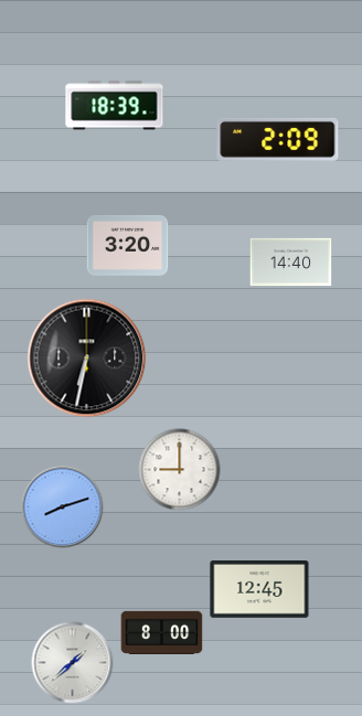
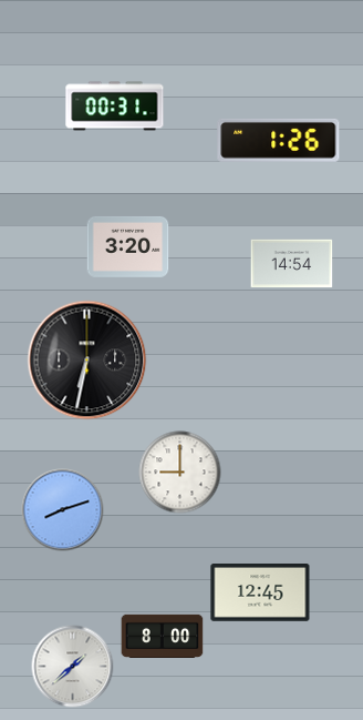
clock at (115, 106): 18:39 -> 00:31
clock at (278, 139): 2:09 -> 1:26
clock at (291, 263): 14:40 -> 14:54
